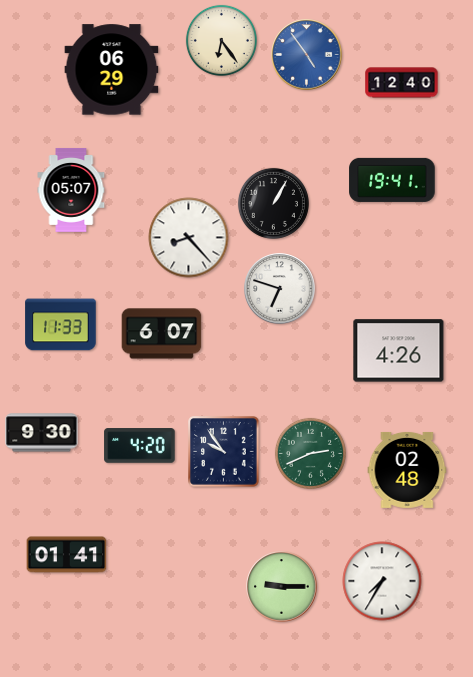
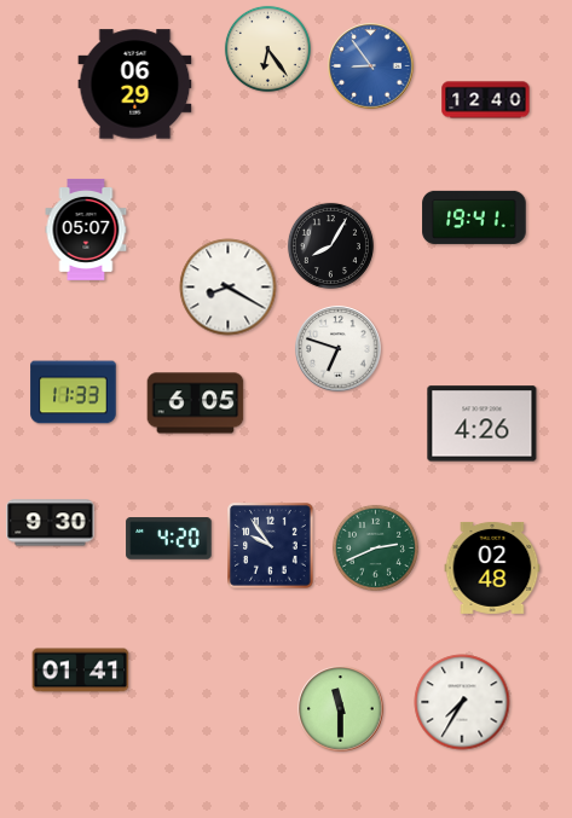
clock at (307, 55): 4:54 -> 8:54
clock at (273, 203): 1:05 -> 8:05
clock at (189, 238): 8:23 -> 8:20
clock at (162, 334): 6:07 -> 6:05
clock at (282, 587): 9:15 -> 11:30
